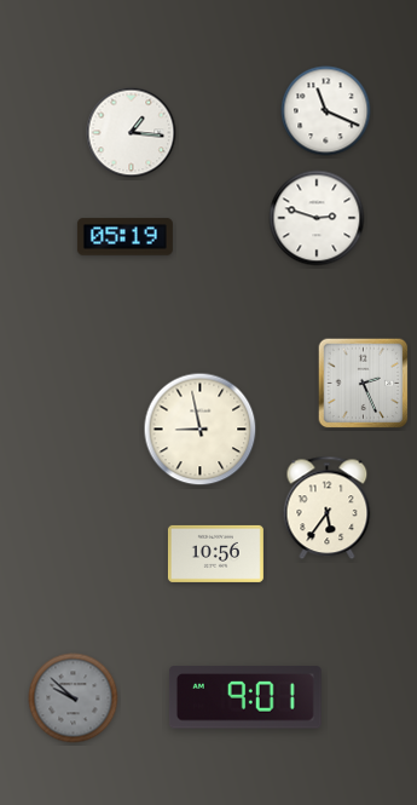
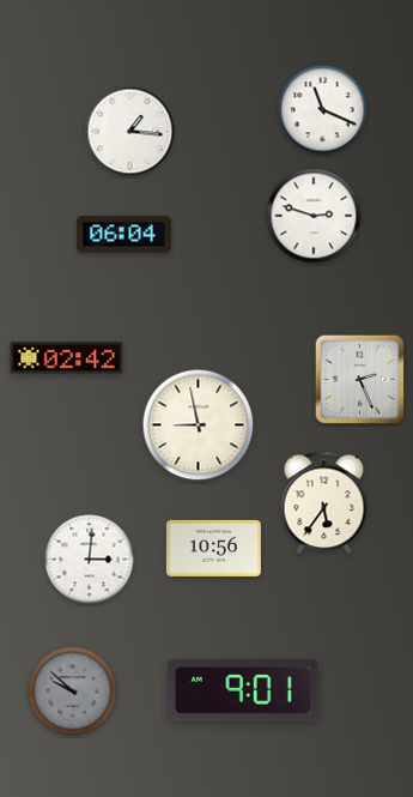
clock at (124, 237): 05:19 -> 06:04
clock at (67, 358): none -> 02:42
clock at (90, 560): none -> 3:01
